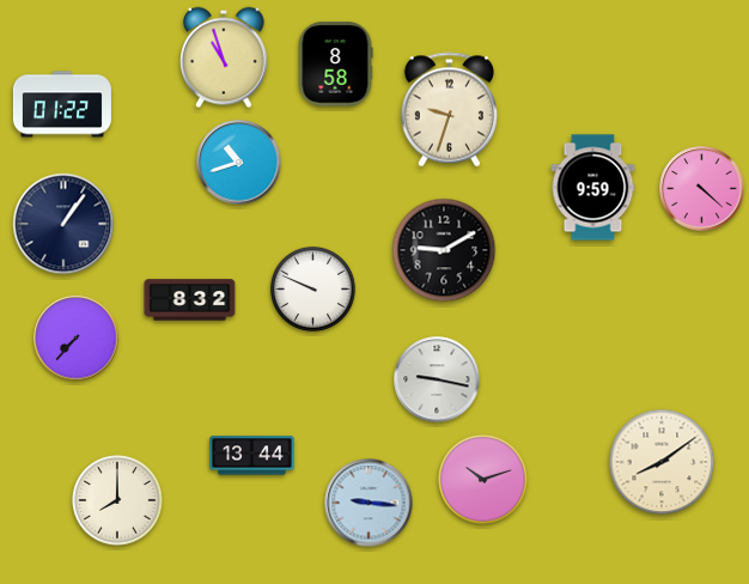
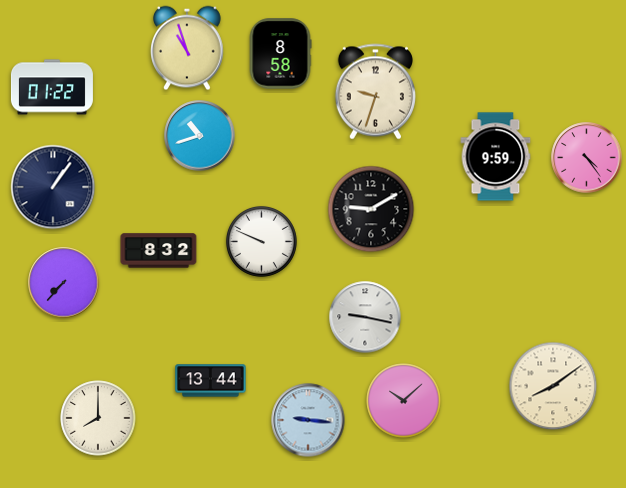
clock at (702, 189): 4:22 -> 4:24
clock at (483, 480): 10:12 -> 10:08
